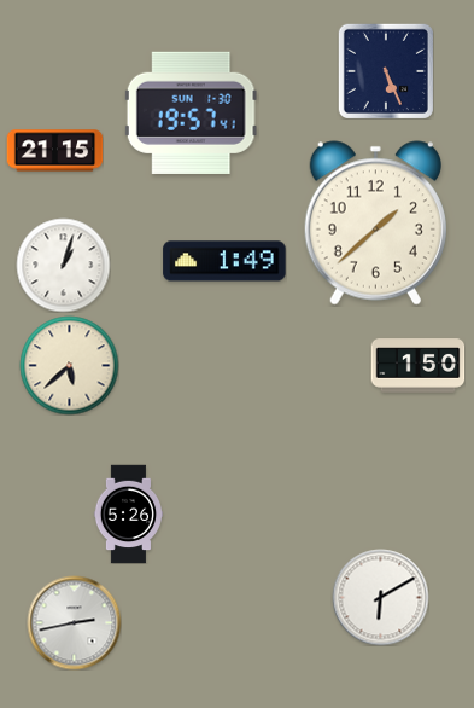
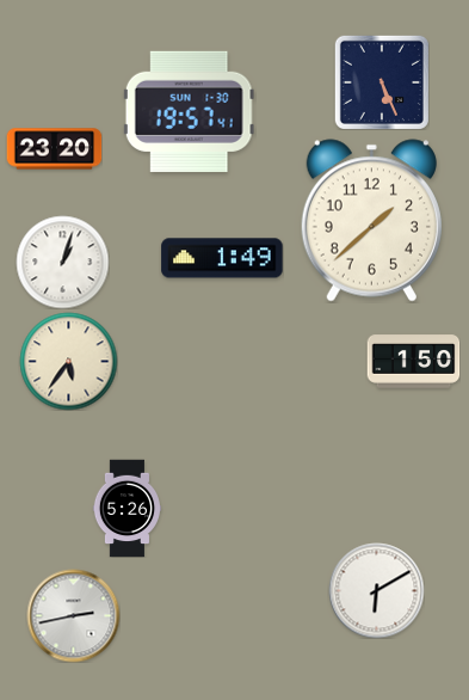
clock at (386, 71) position: (386, 71) -> (382, 82)
clock at (54, 151): 21:15 -> 23:20
clock at (69, 365): 5:38 -> 5:36
